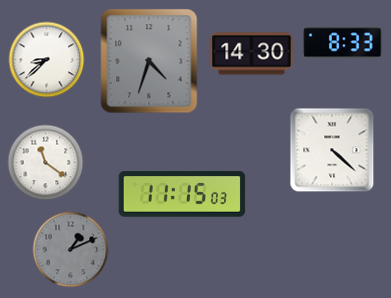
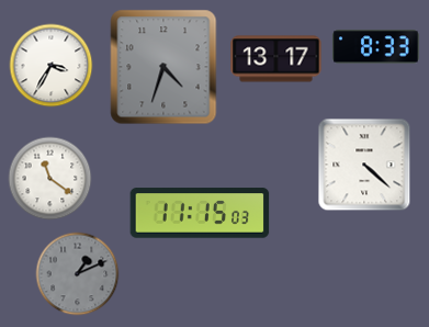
clock at (252, 54): 14:30 -> 13:17
clock at (47, 60): 8:38 -> 3:35
